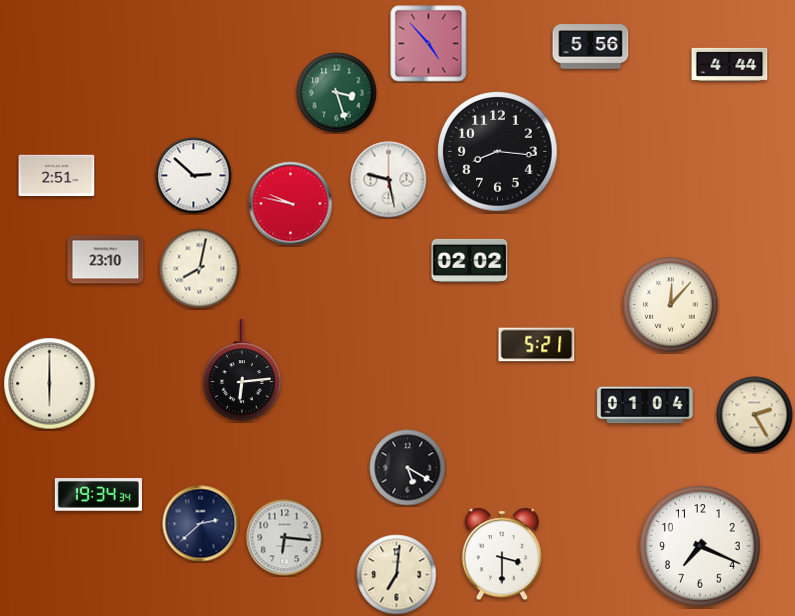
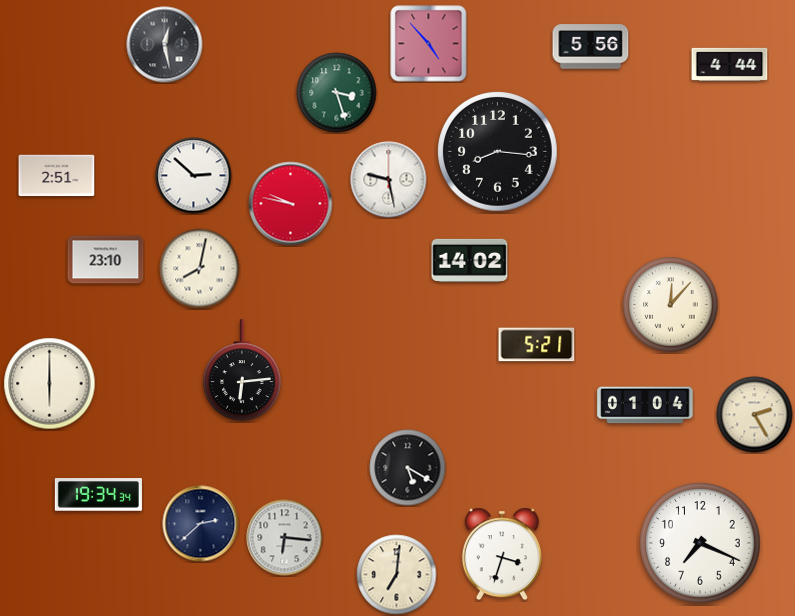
clock at (165, 45): none -> 12:28
clock at (470, 260): 02:02 -> 14:02
clock at (700, 546) position: (700, 546) -> (700, 543)
clock at (502, 554): 3:30 -> 3:33
